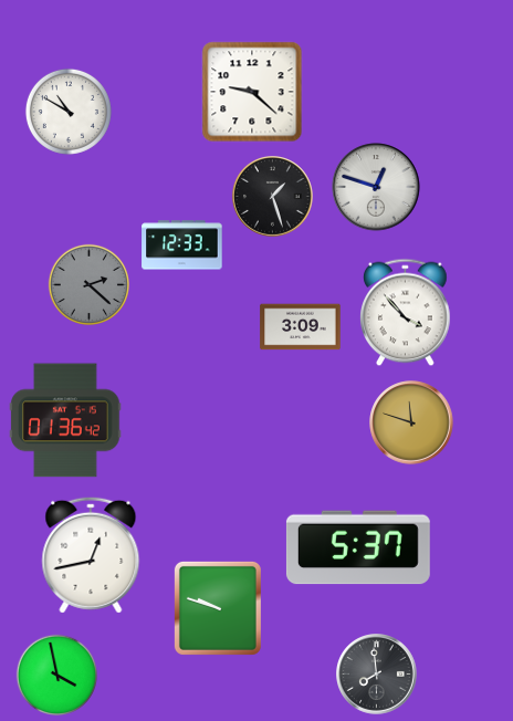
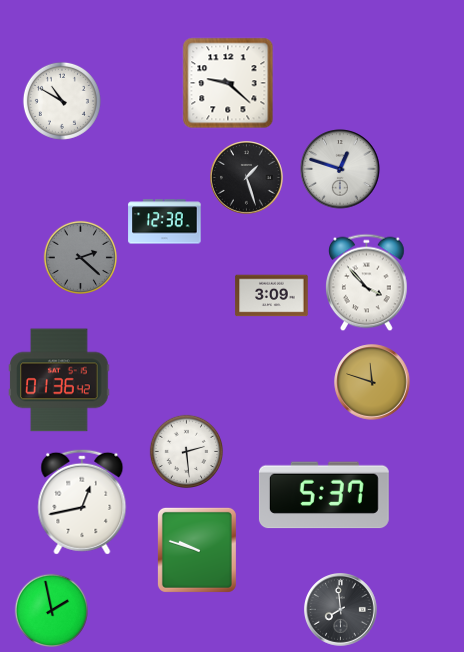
clock at (182, 245): 12:33 -> 12:38
clock at (186, 451): none -> 2:29
clock at (56, 675): 3:58 -> 1:58
